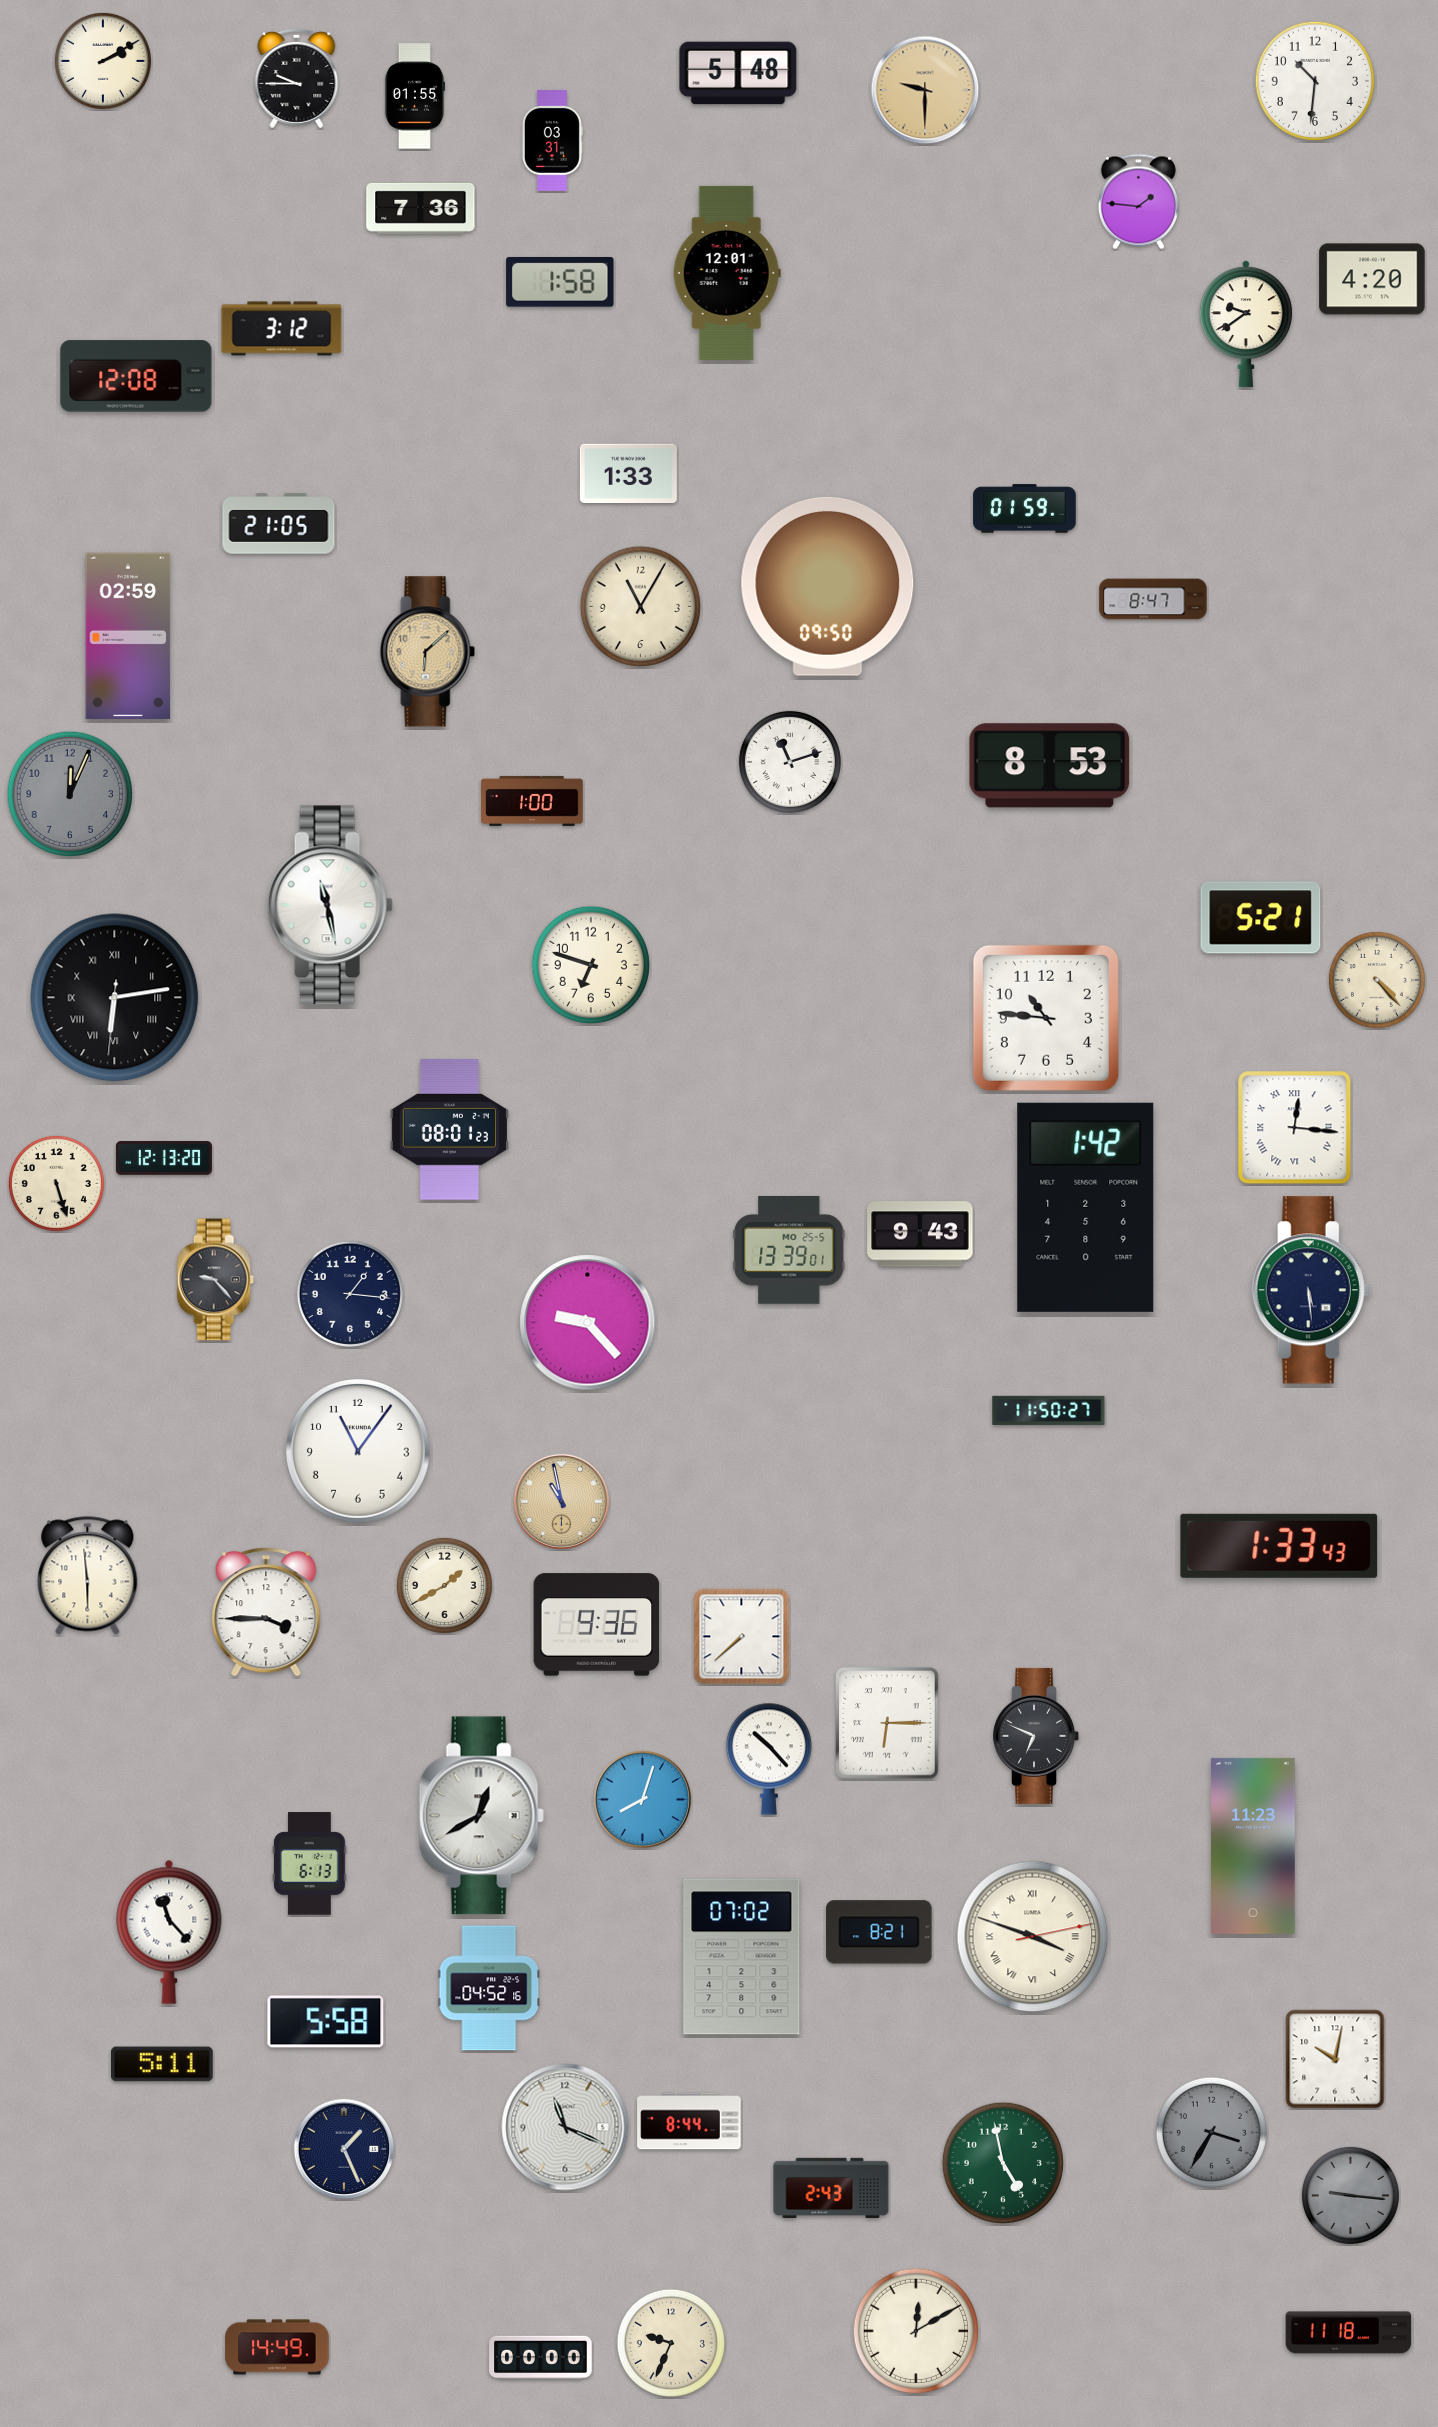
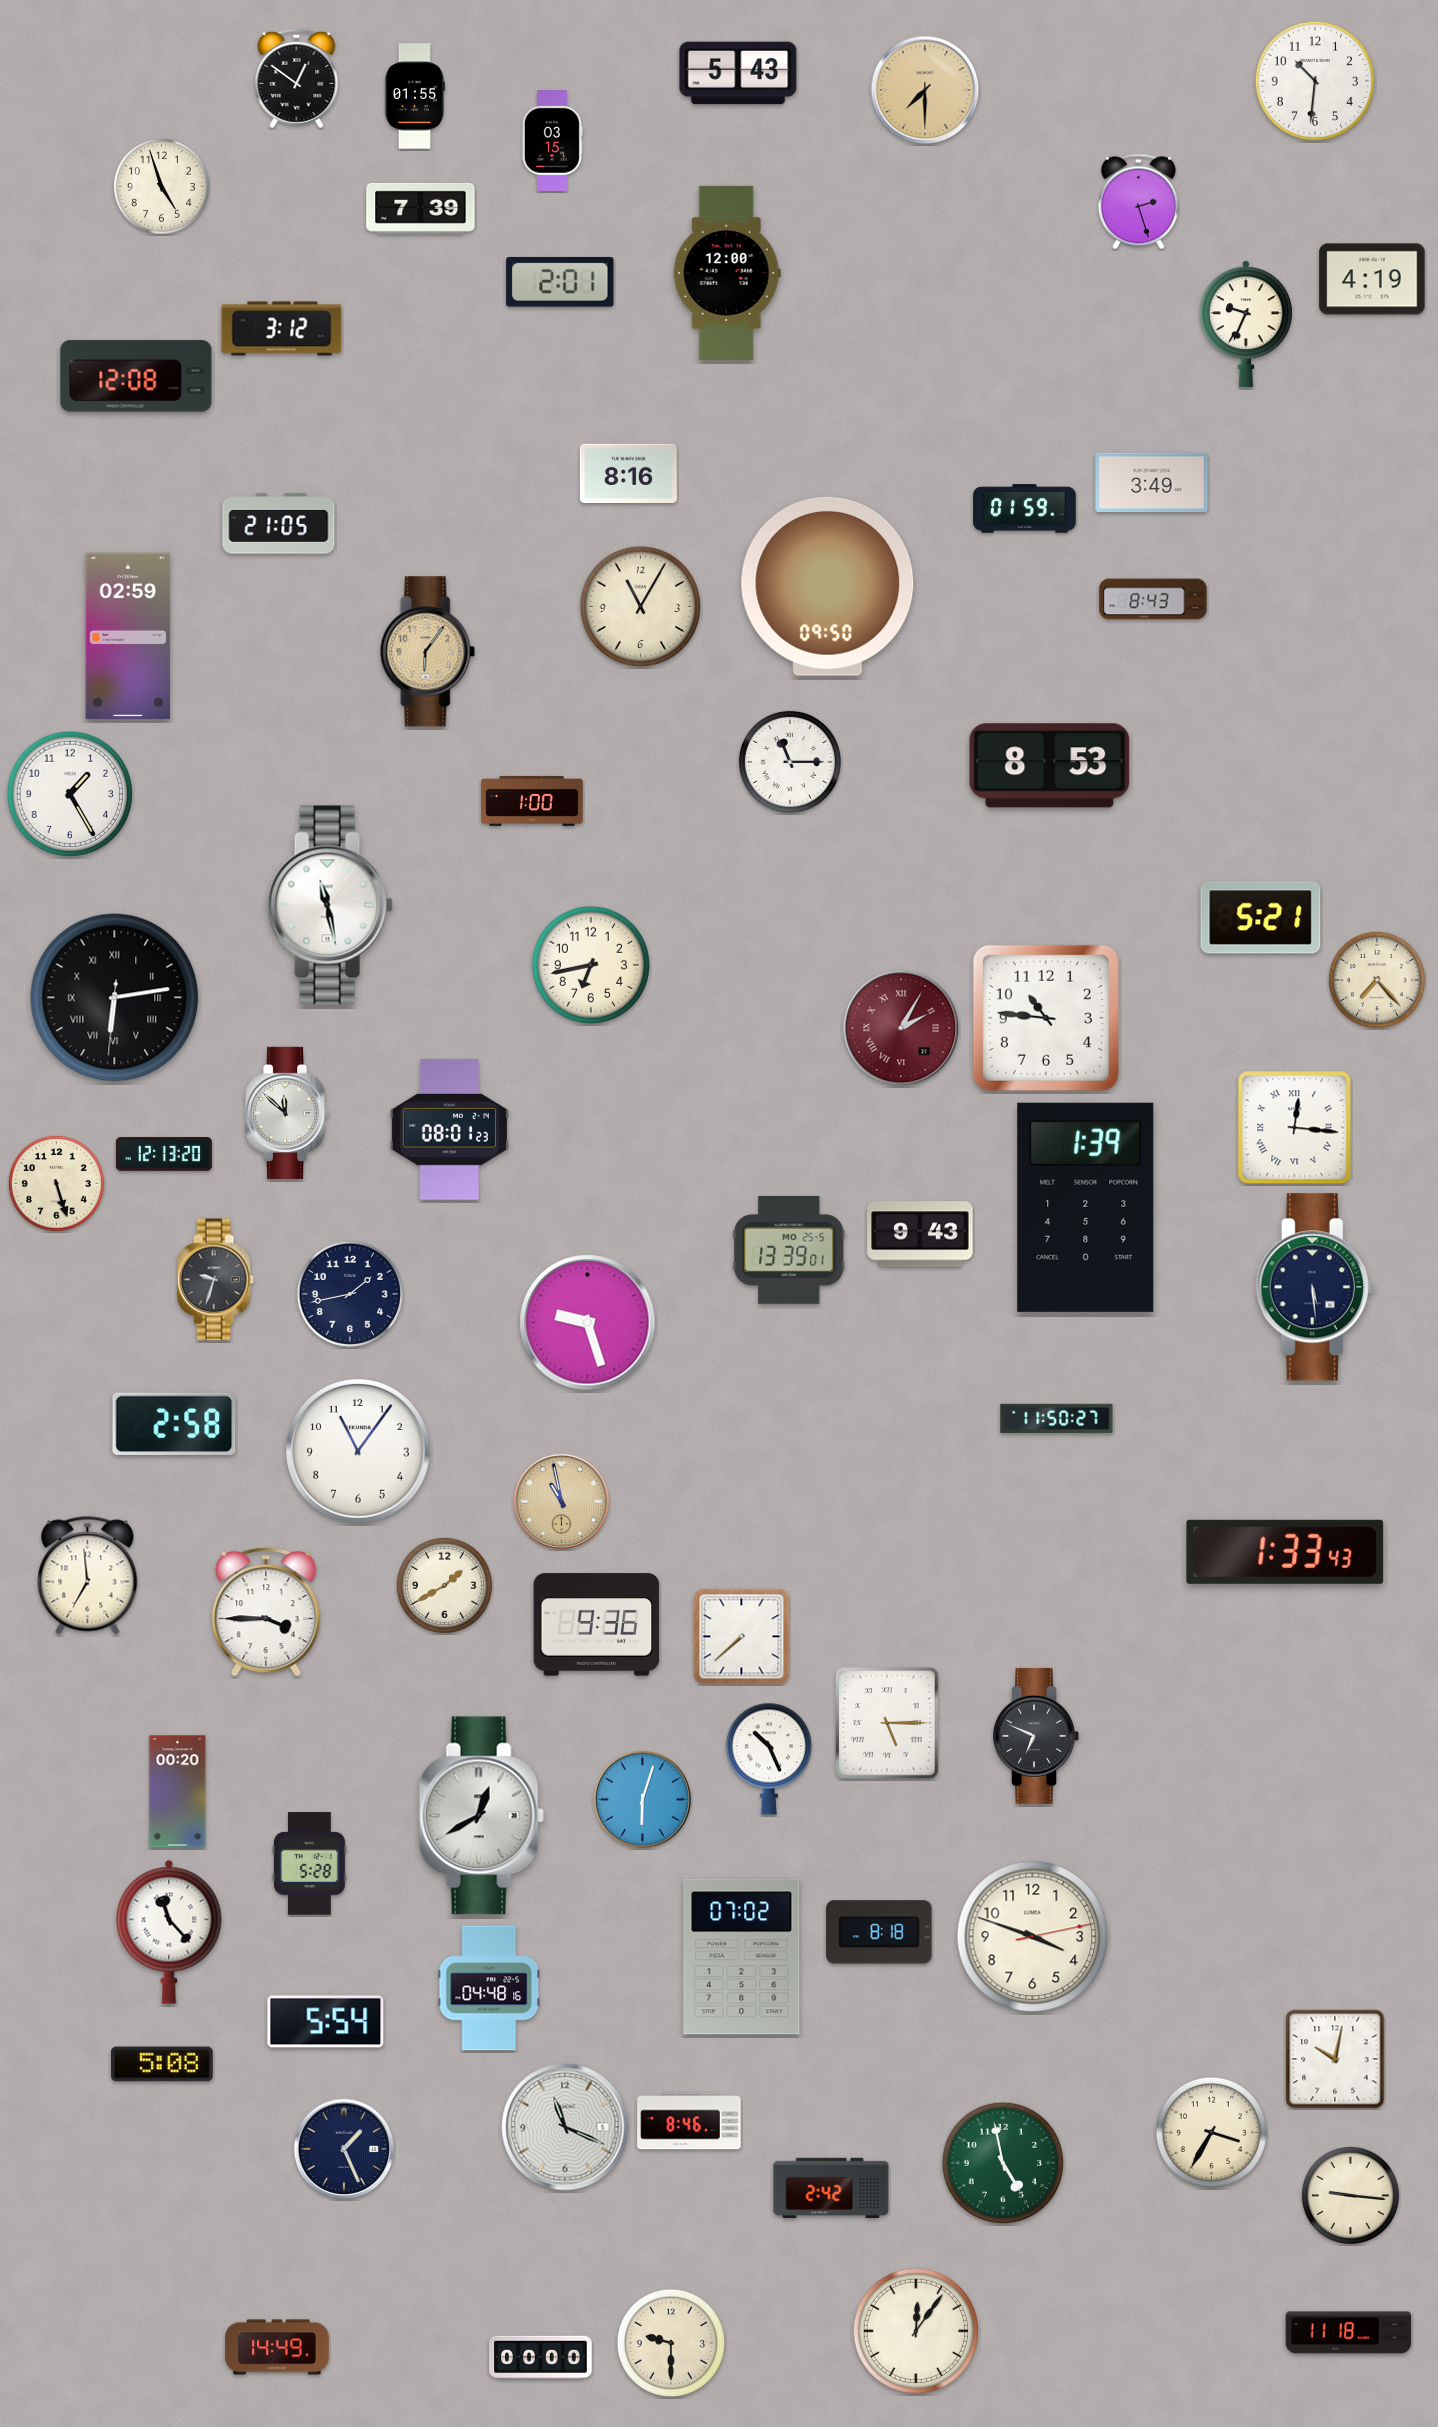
clock at (103, 61): 2:10 -> none
clock at (738, 73): 5:48 -> 5:43
clock at (297, 78): 9:45 -> 12:51
clock at (925, 90): 9:30 -> 7:30
clock at (552, 141): 03:31 -> 03:15
clock at (161, 186): none -> 4:57
clock at (1138, 202): 1:46 -> 2:27
clock at (421, 208): 7:36 -> 7:39
clock at (727, 273): 12:01 -> 12:00
clock at (1372, 279): 4:20 -> 4:19
clock at (560, 282): 1:58 -> 2:01
clock at (1246, 324): 9:39 -> 9:34
clock at (628, 473): 1:33 -> 8:16
clock at (1152, 483): none -> 3:49
clock at (1153, 599): 8:47 -> 8:43
clock at (428, 652): 6:08 -> 6:06
clock at (790, 762): 11:12 -> 11:15
clock at (69, 793): 12:04 -> 1:25
clock at (69, 793) dial: grey -> white
clock at (591, 965): 6:48 -> 6:43
clock at (1377, 980): 4:23 -> 7:23
clock at (901, 1028): none -> 2:05
clock at (288, 1113): none -> 11:52
clock at (164, 1158) position: (164, 1158) -> (164, 1154)
clock at (1086, 1207): 1:42 -> 1:39
clock at (216, 1280): 9:23 -> 9:33
clock at (1311, 1290) position: (1311, 1290) -> (1315, 1287)
clock at (350, 1294): 1:16 -> 1:43
clock at (588, 1323): 9:23 -> 9:27
clock at (1049, 1410) position: (1049, 1410) -> (1057, 1418)
clock at (174, 1423): none -> 2:58
clock at (1279, 1546) position: (1279, 1546) -> (1285, 1552)
clock at (88, 1576): 5:59 -> 6:59
clock at (887, 1723): 6:15 -> 5:15
clock at (769, 1759): 10:23 -> 10:26
clock at (178, 1792): none -> 00:20
clock at (642, 1799): 8:03 -> 6:03
clock at (1254, 1846): 11:23 -> none
clock at (310, 1864): 6:13 -> 5:28
clock at (879, 1932): 8:21 -> 8:18
clock at (1033, 1937) numerals: Roman -> Arabic
clock at (489, 1988): 04:52 -> 04:48
clock at (326, 2022): 5:58 -> 5:54
clock at (163, 2064): 5:11 -> 5:08
clock at (689, 2121): 8:44 -> 8:46
clock at (1211, 2132) dial: grey -> cream
clock at (831, 2187): 2:43 -> 2:42
clock at (1350, 2195) dial: grey -> cream
clock at (915, 2330): 12:10 -> 12:06
clock at (671, 2343): 9:34 -> 9:30
